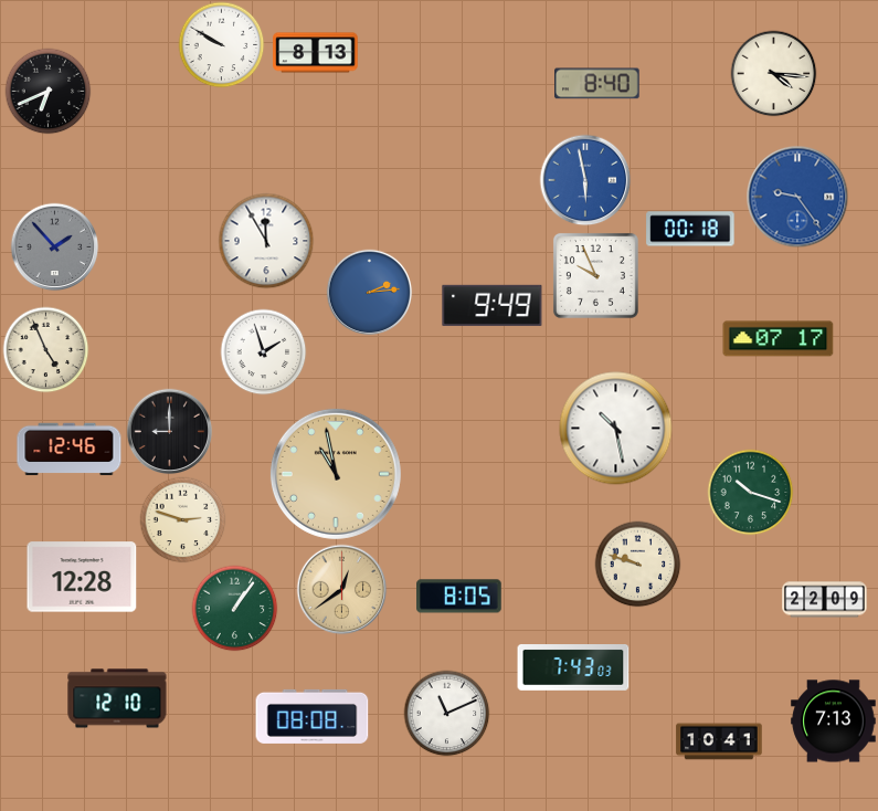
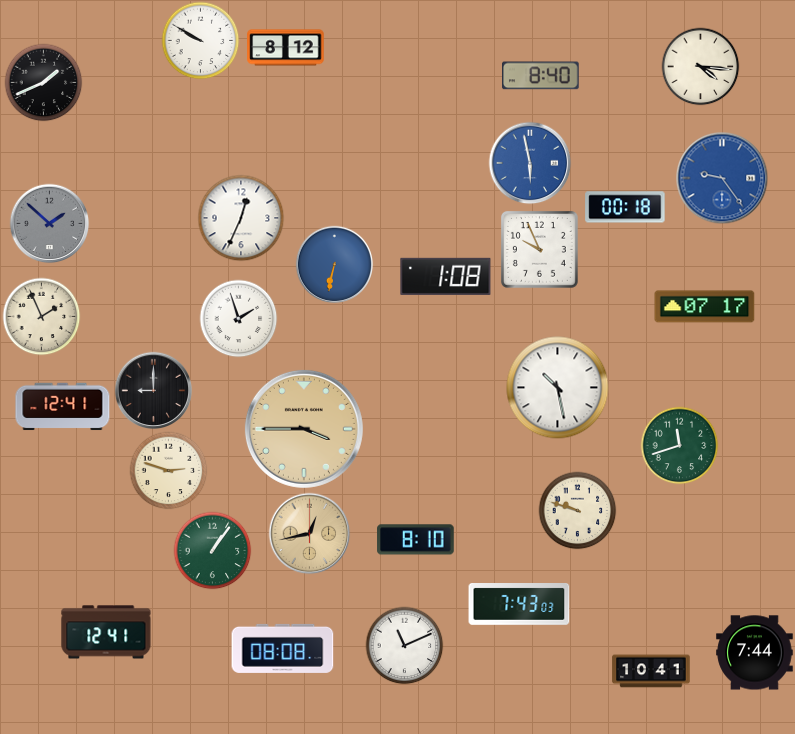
clock at (316, 53): 8:13 -> 8:12
clock at (47, 91): 6:41 -> 1:41
clock at (266, 241): 11:55 -> 12:34
clock at (54, 246): 1:53 -> 1:52
clock at (369, 292): 2:14 -> 6:32
clock at (493, 305): 9:49 -> 1:08
clock at (45, 349): 4:56 -> 1:56
clock at (70, 450): 12:46 -> 12:41
clock at (336, 474): 10:58 -> 3:45
clock at (750, 492): 10:18 -> 11:42
clock at (182, 519) position: (182, 519) -> (168, 470)
clock at (82, 577): 12:28 -> none
clock at (341, 589): 12:39 -> 12:43
clock at (459, 597): 8:05 -> 8:10
clock at (825, 600): 22:09 -> none
clock at (117, 698): 12:10 -> 12:41
clock at (834, 722): 7:13 -> 7:44
